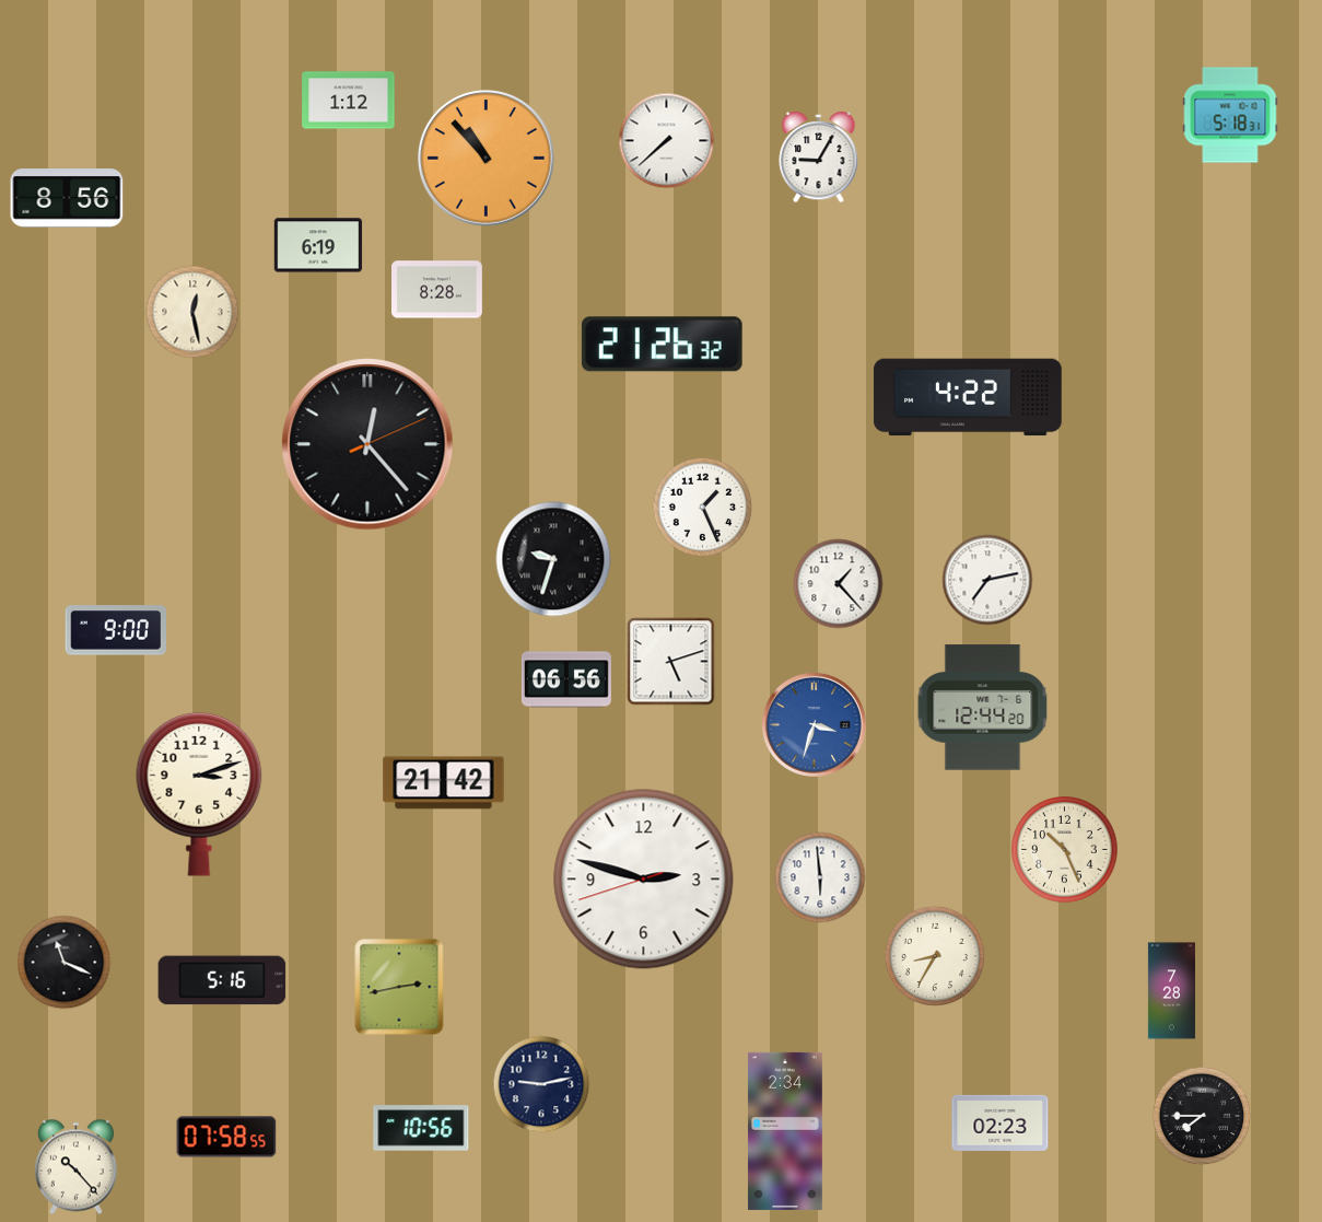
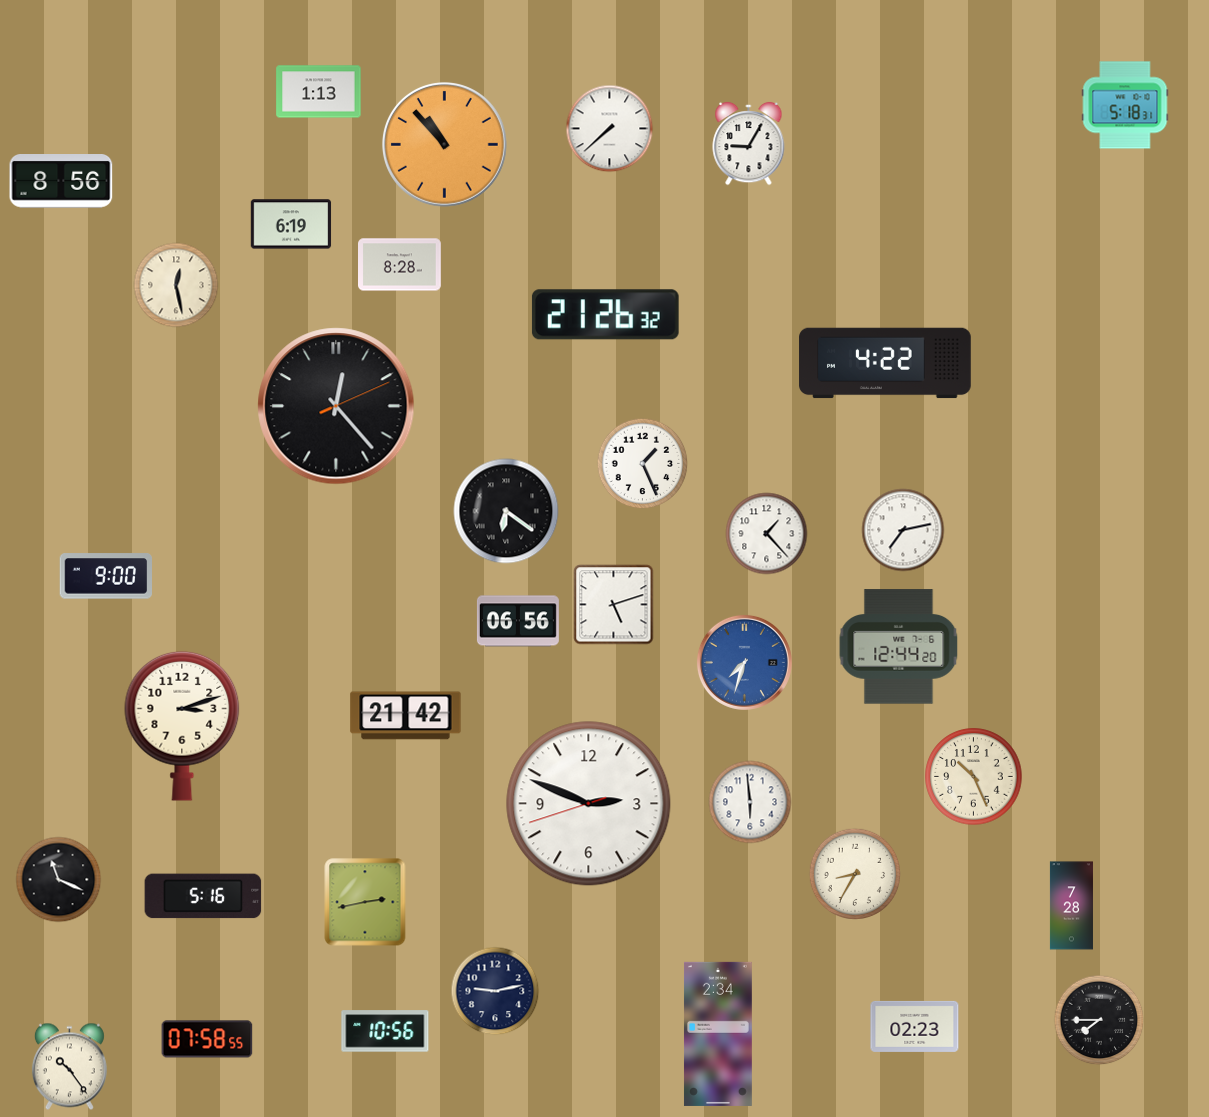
clock at (349, 101): 1:12 -> 1:13
clock at (553, 559): 9:33 -> 6:21
clock at (814, 724): 3:33 -> 7:33
clock at (644, 880): 2:47 -> 2:48
clock at (75, 1167): 10:23 -> 10:24
